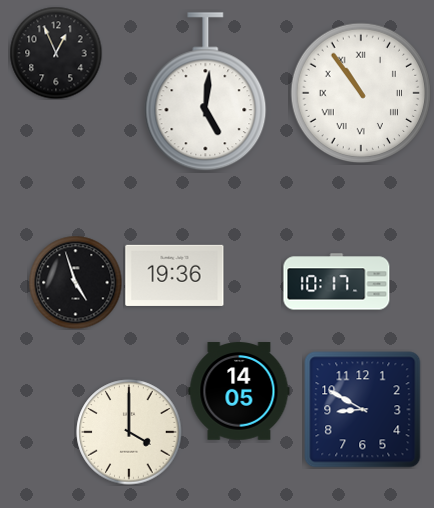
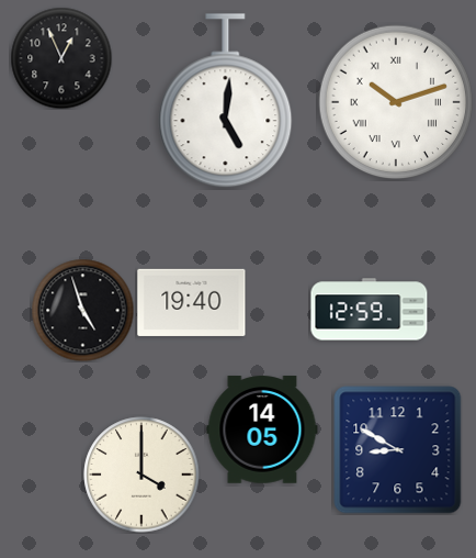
clock at (361, 93): 10:54 -> 10:12
clock at (175, 275): 19:36 -> 19:40
clock at (337, 282): 10:17 -> 12:59
